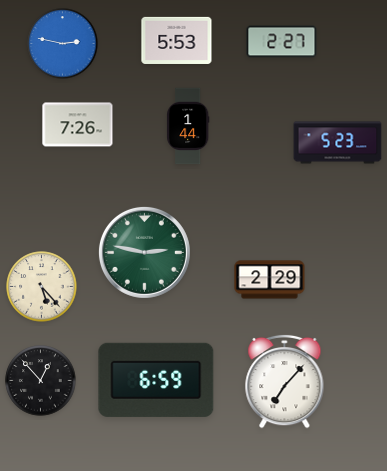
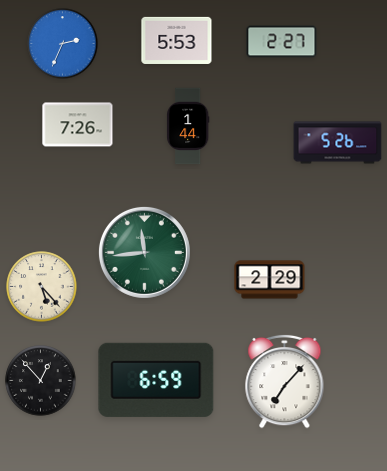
clock at (63, 44): 2:47 -> 2:34
clock at (338, 143): 5:23 -> 5:26
clock at (144, 252): 2:47 -> 11:44
